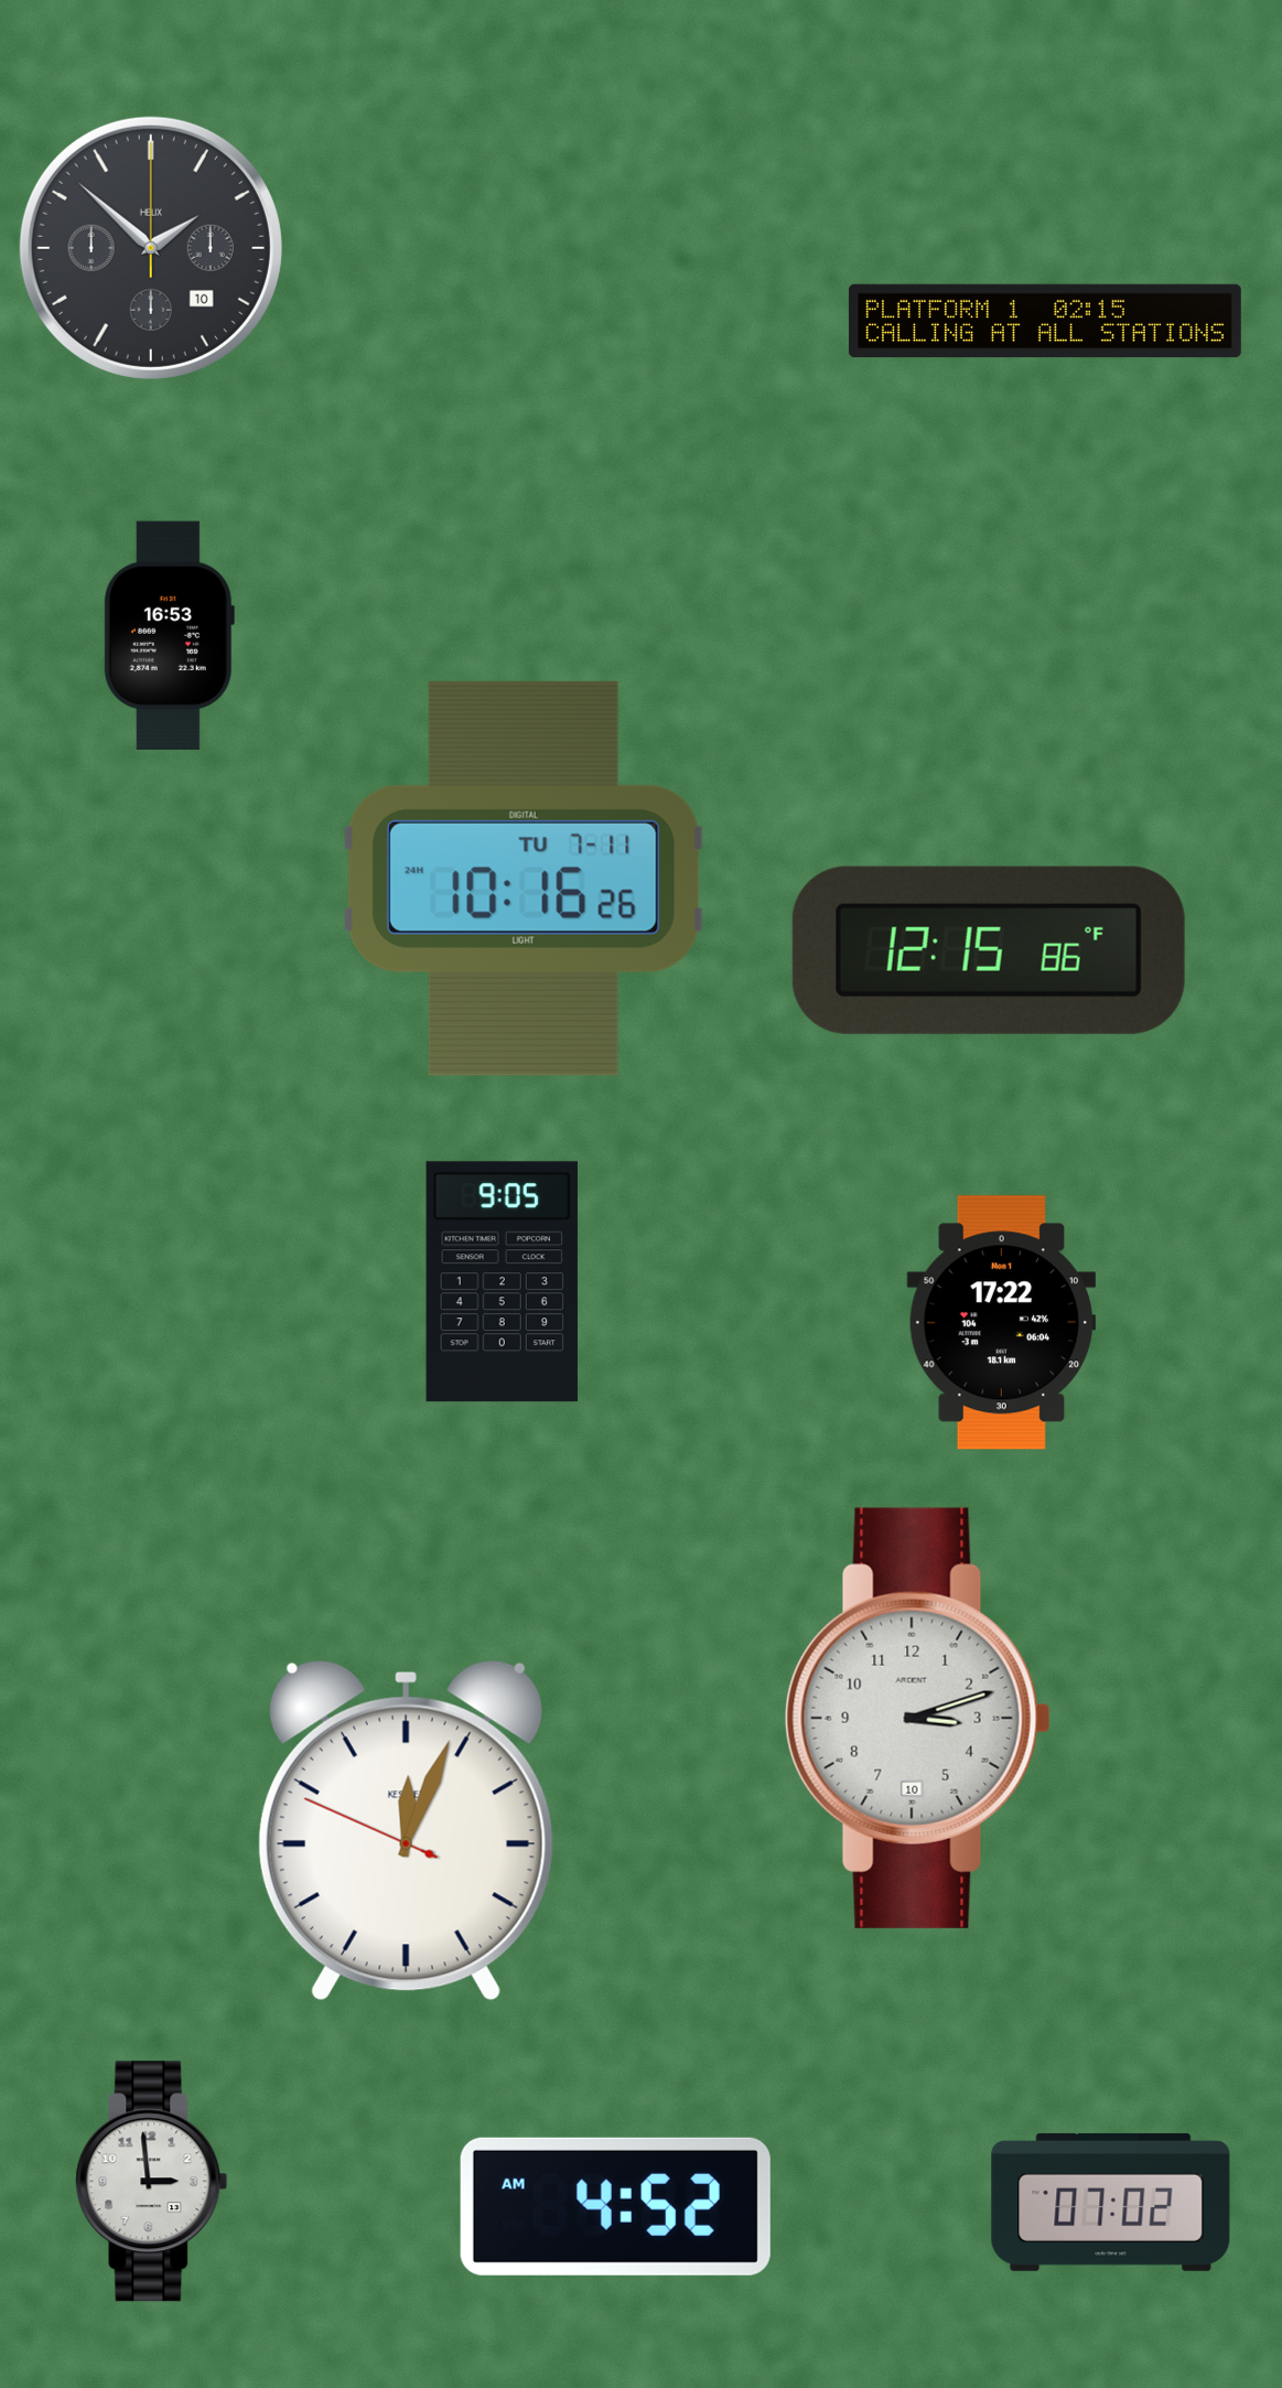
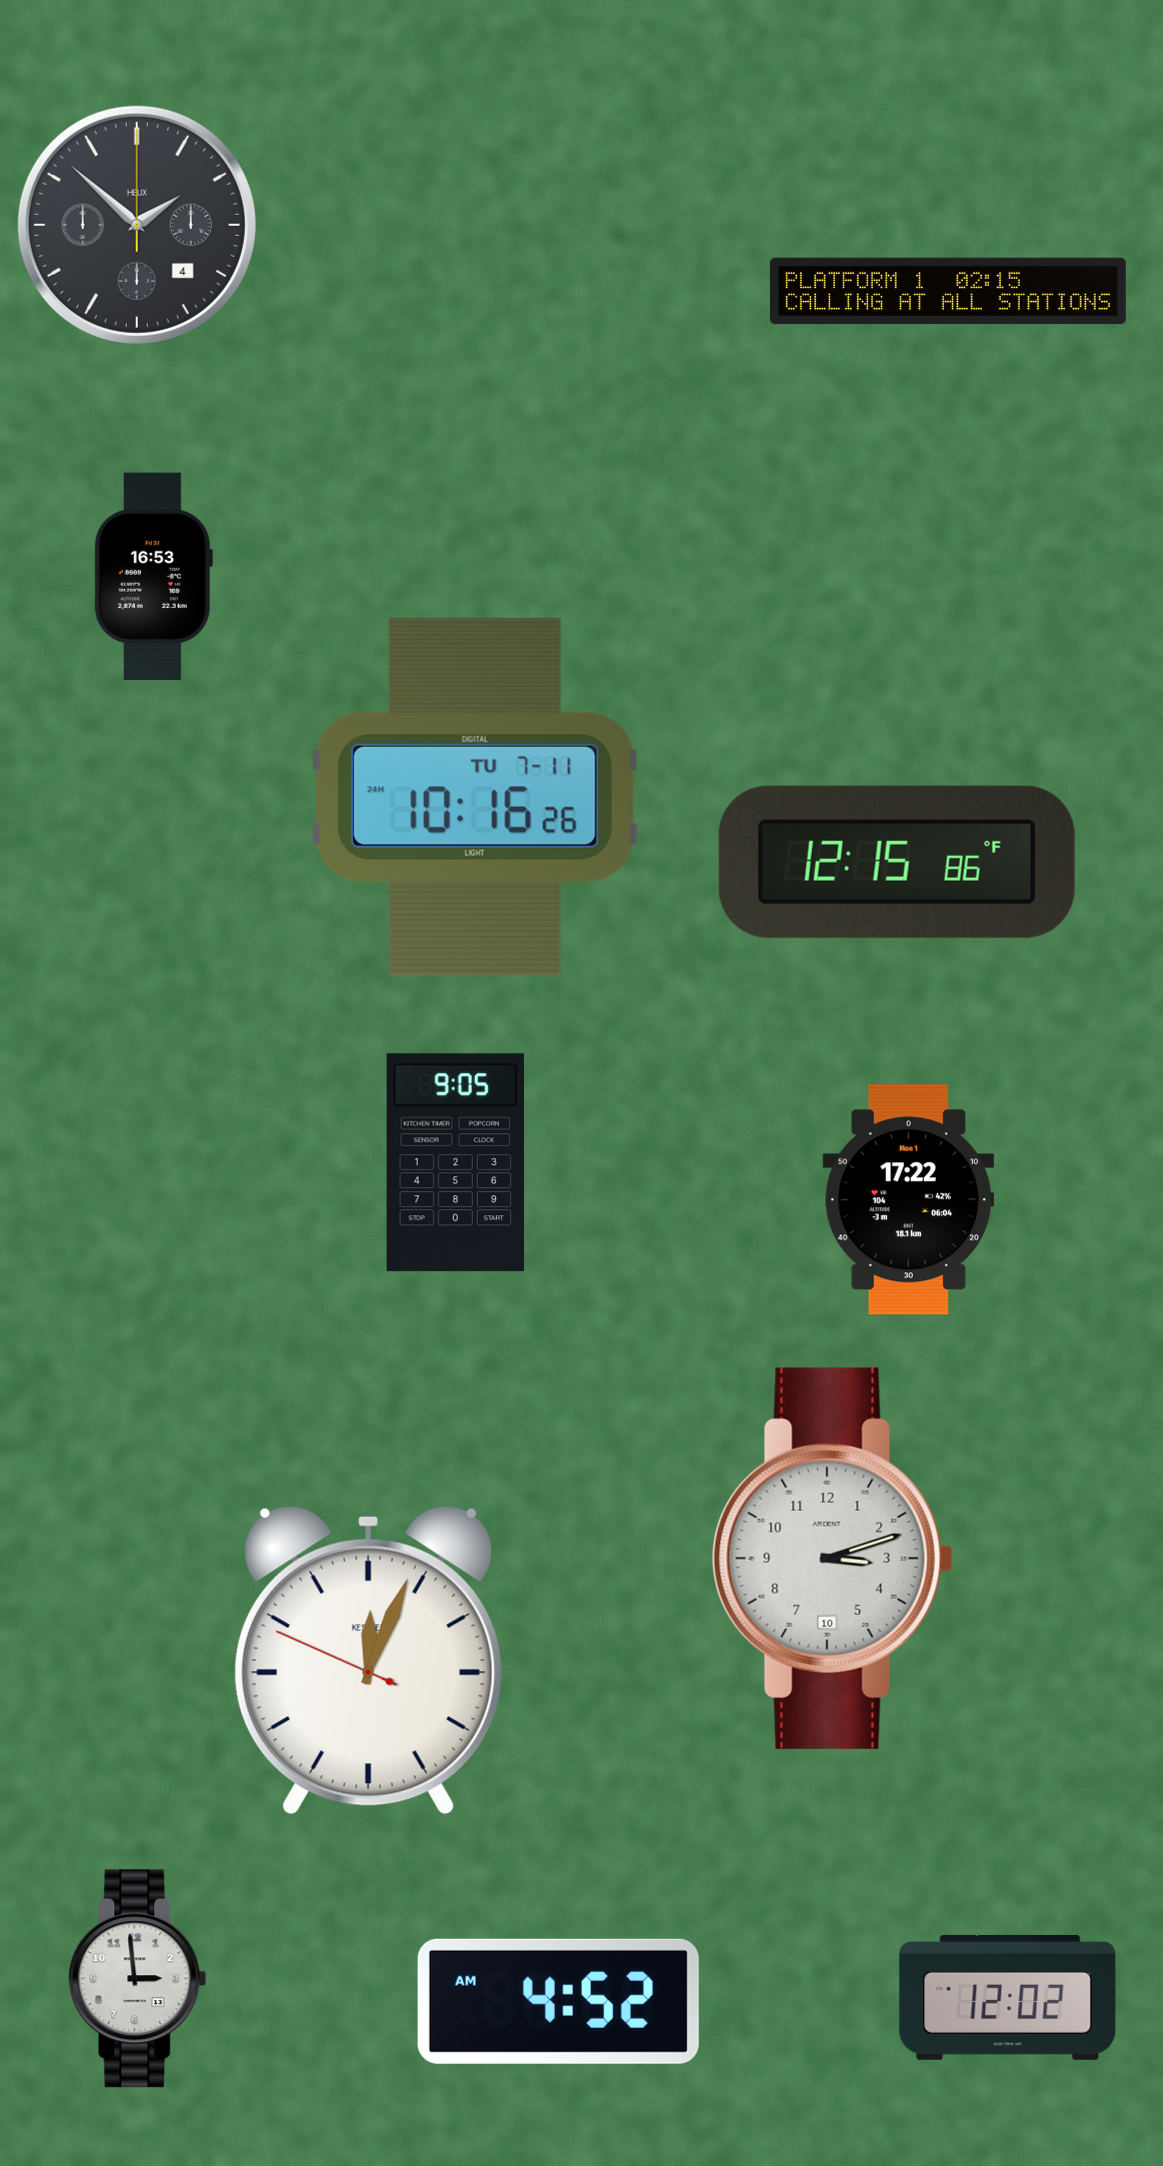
clock at (151, 248) date: 10 -> 4
clock at (1111, 2202): 07:02 -> 12:02
